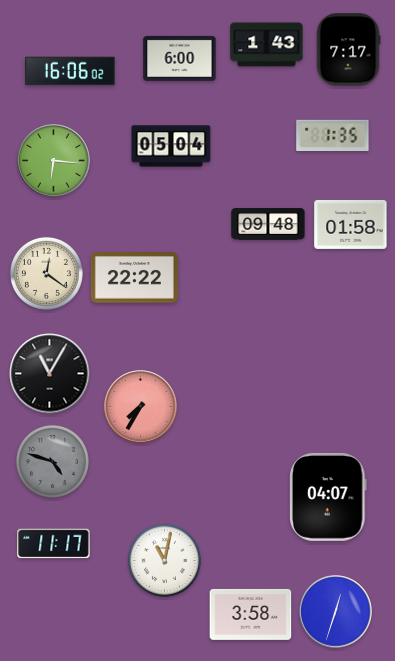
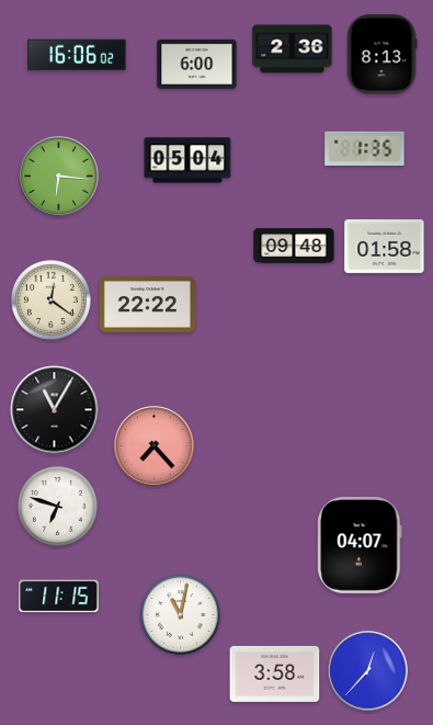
clock at (267, 45): 1:43 -> 2:36
clock at (348, 50): 7:17 -> 8:13
clock at (70, 71) position: (70, 71) -> (77, 55)
clock at (141, 407): 7:35 -> 7:23
clock at (52, 461): 4:48 -> 6:48
clock at (52, 461) dial: grey -> white
clock at (54, 544): 11:17 -> 11:15
clock at (336, 612): 12:33 -> 12:37
